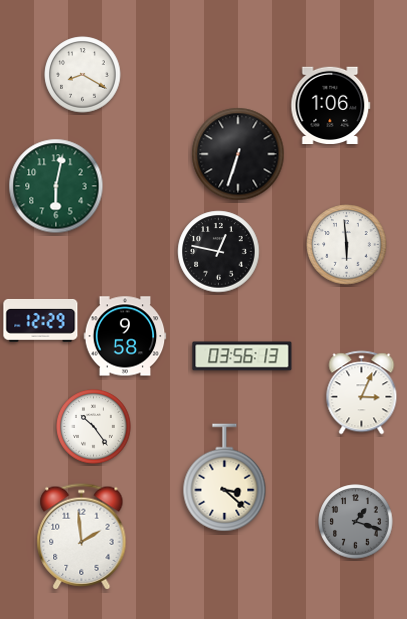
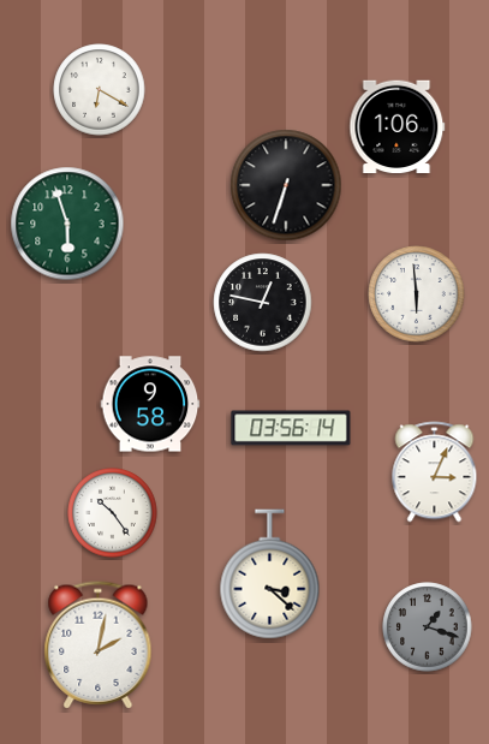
clock at (83, 75): 8:20 -> 6:20
clock at (56, 186): 6:02 -> 5:57
clock at (41, 320): 12:29 -> none
clock at (242, 356): 03:56:13 -> 03:56:14
clock at (82, 537): 1:59 -> 2:02
